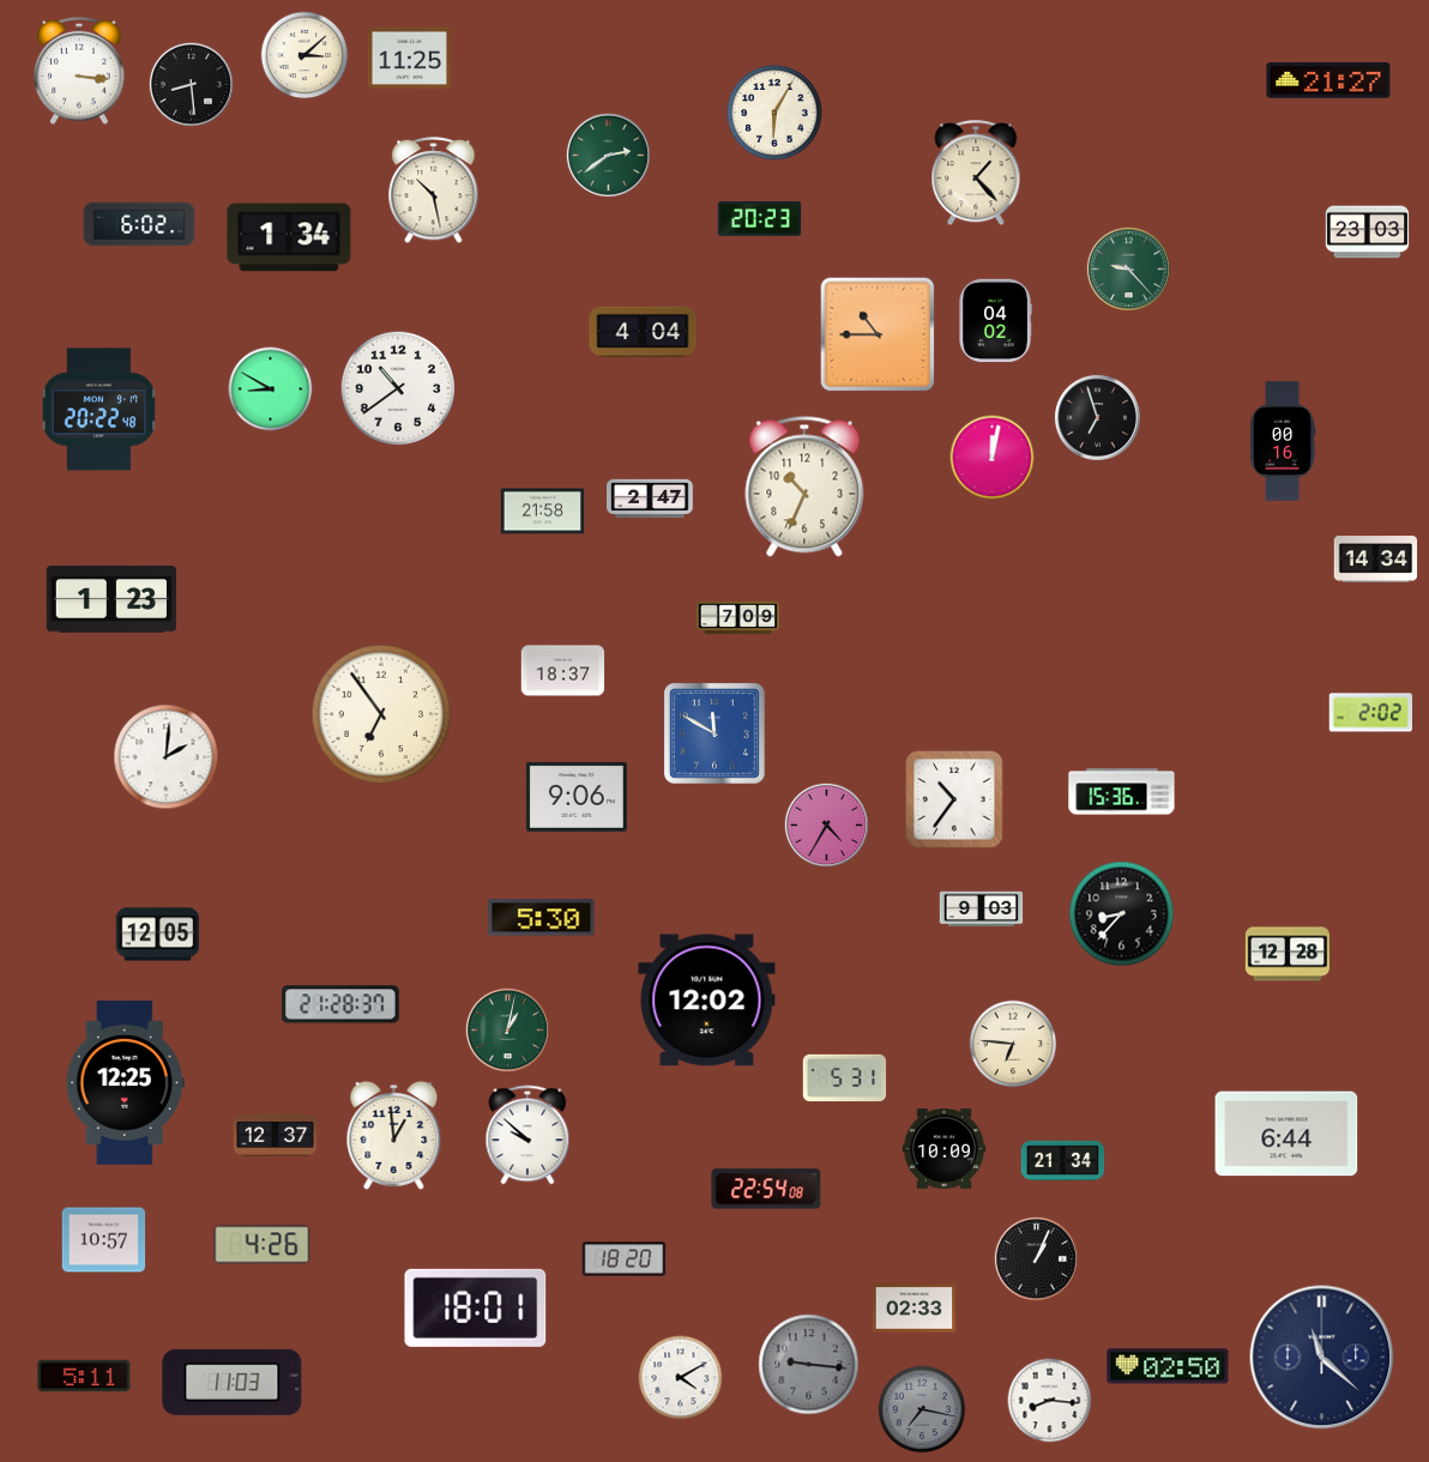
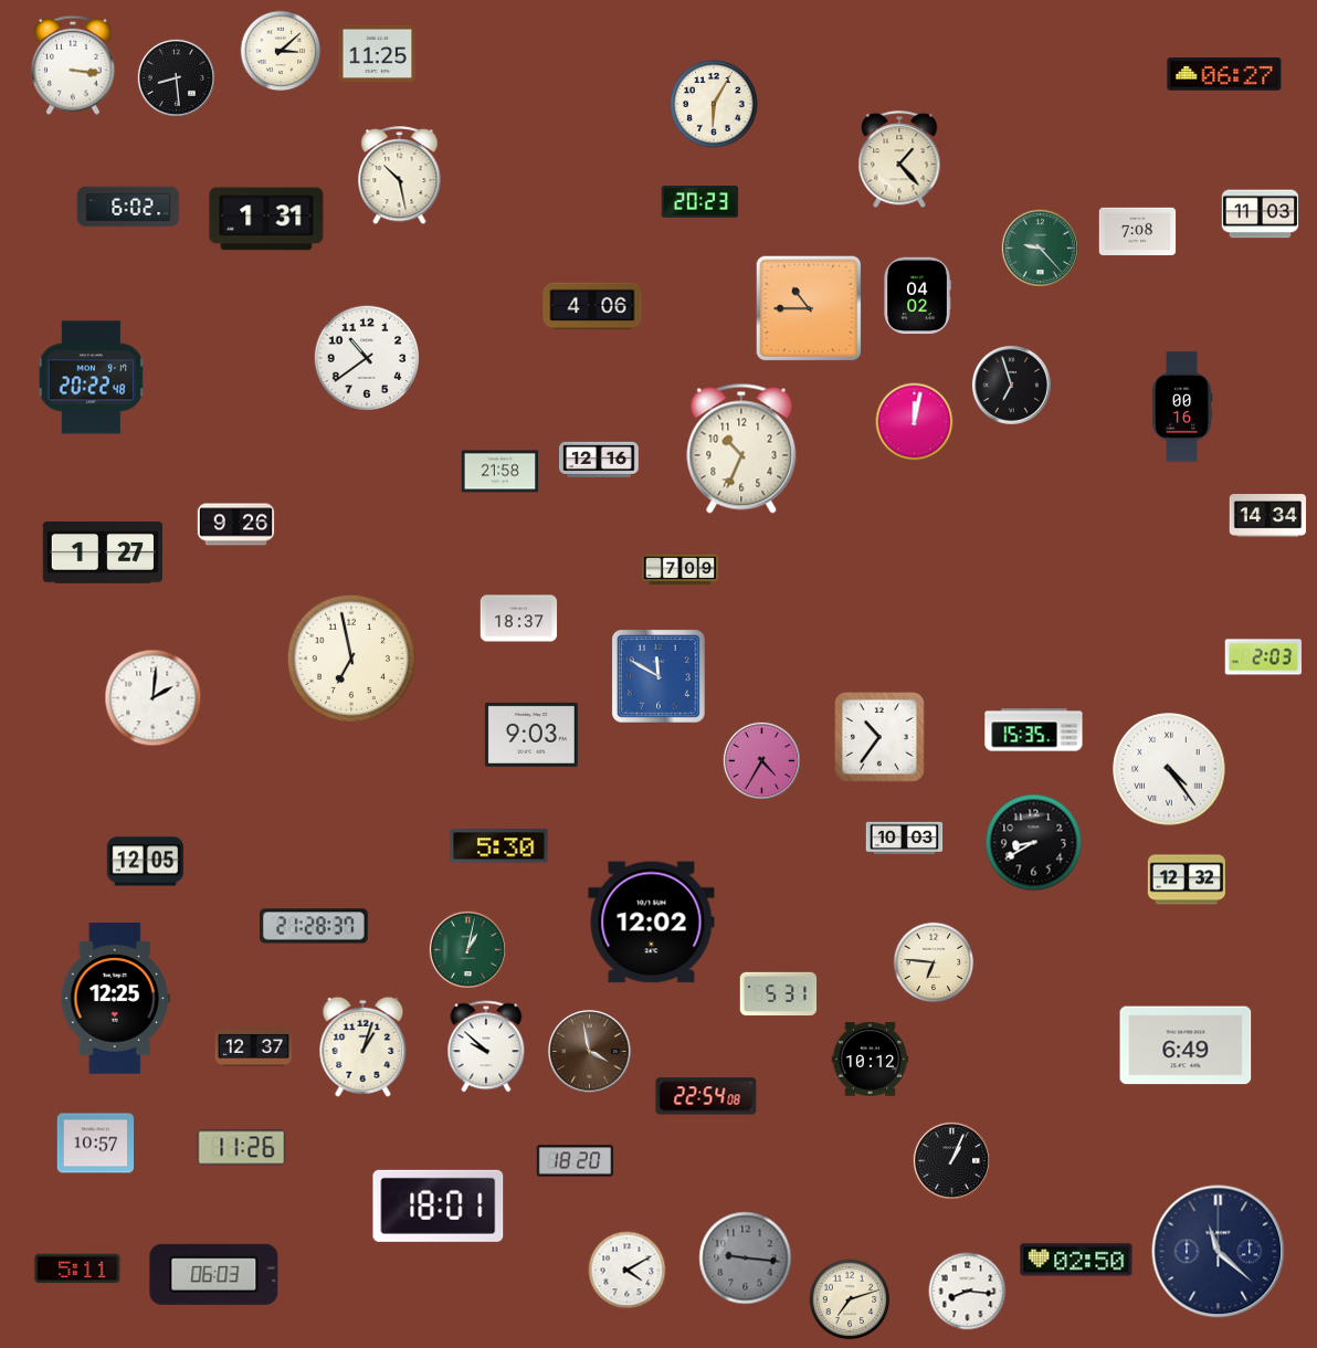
clock at (1328, 80): 21:27 -> 06:27
clock at (608, 155): 2:39 -> none
clock at (1368, 232): 23:03 -> 11:03
clock at (289, 237): 1:34 -> 1:31
clock at (1138, 232): none -> 7:08
clock at (643, 332): 4:04 -> 4:06
clock at (271, 389): 8:50 -> none
clock at (651, 497): 2:47 -> 12:16
clock at (236, 525): none -> 9:26
clock at (111, 599): 1:23 -> 1:27
clock at (1371, 713): 2:02 -> 2:03
clock at (381, 714): 6:54 -> 6:58
clock at (1122, 792): 15:36 -> 15:35
clock at (577, 797): 9:06 -> 9:03
clock at (1169, 769): none -> 4:24
clock at (982, 910): 9:03 -> 10:03
clock at (1122, 914): 8:37 -> 8:40
clock at (1288, 954): 12:28 -> 12:32
clock at (1286, 1134): 6:44 -> 6:49
clock at (394, 1135): 12:59 -> 1:03
clock at (590, 1052): none -> 3:58
clock at (945, 1149): 10:09 -> 10:12
clock at (1063, 1161): 21:34 -> none
clock at (263, 1245): 4:26 -> 11:26
clock at (1036, 1258) position: (1036, 1258) -> (951, 1160)
clock at (915, 1309): 02:33 -> none
clock at (233, 1382): 11:03 -> 06:03
clock at (922, 1409): 7:17 -> 7:12
clock at (922, 1409) dial: grey -> cream
